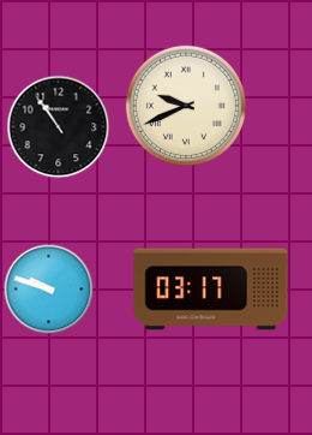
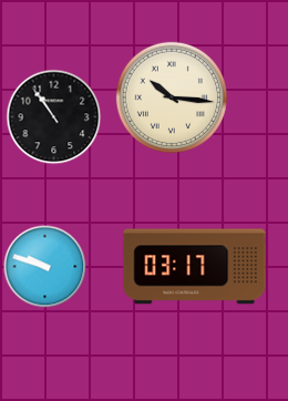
clock at (186, 106): 9:41 -> 10:16
